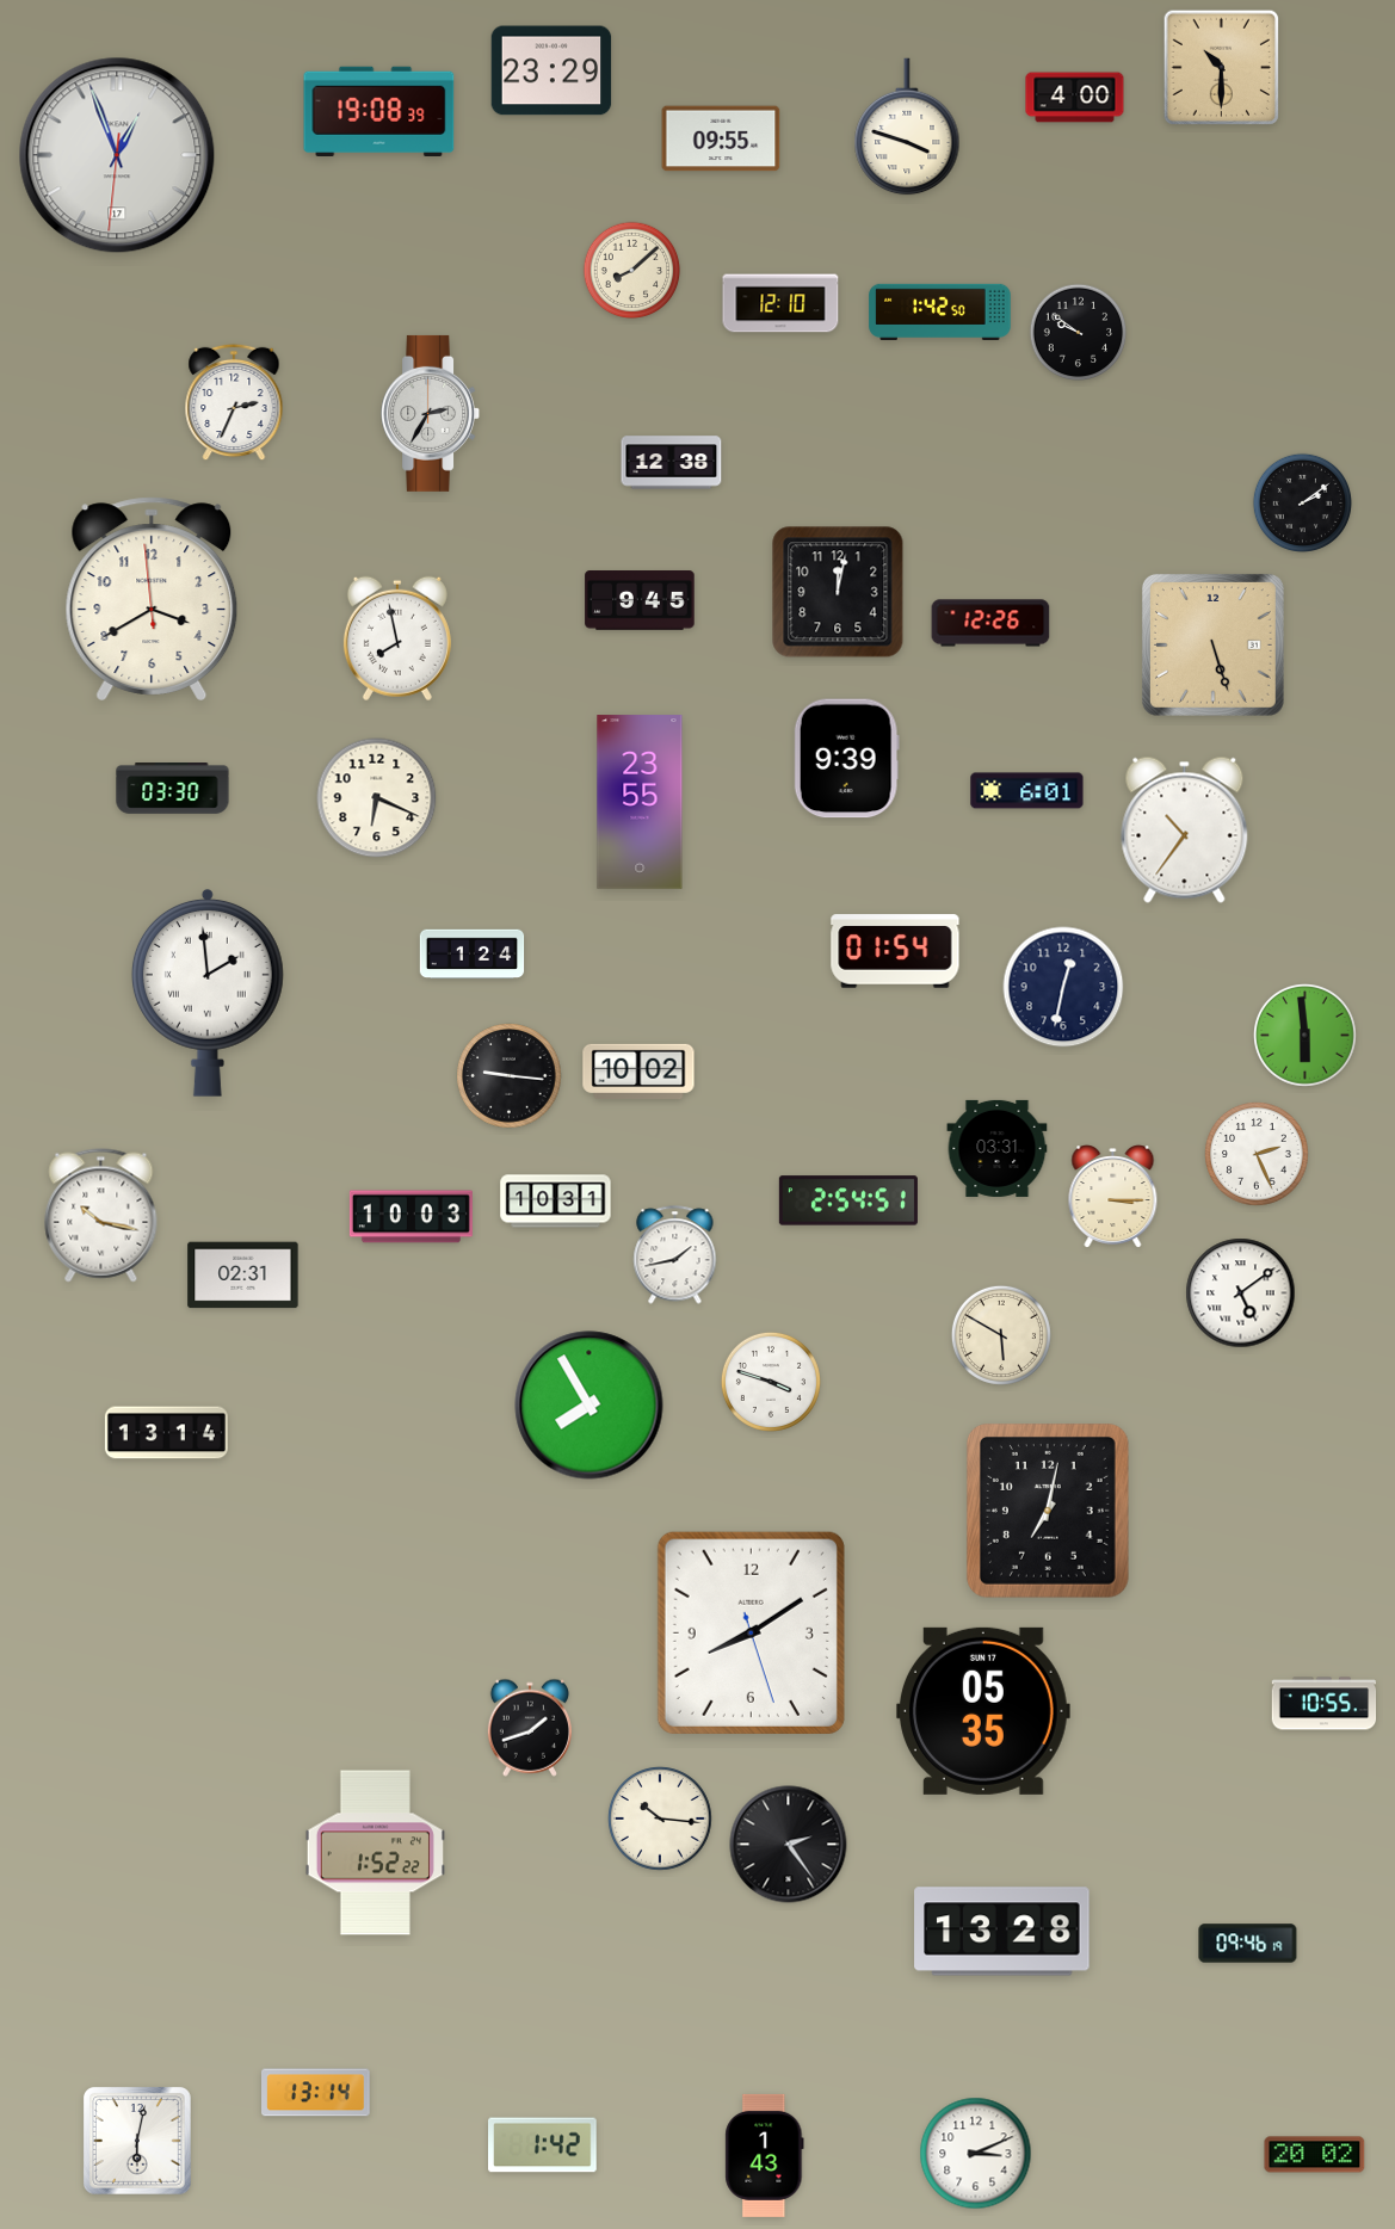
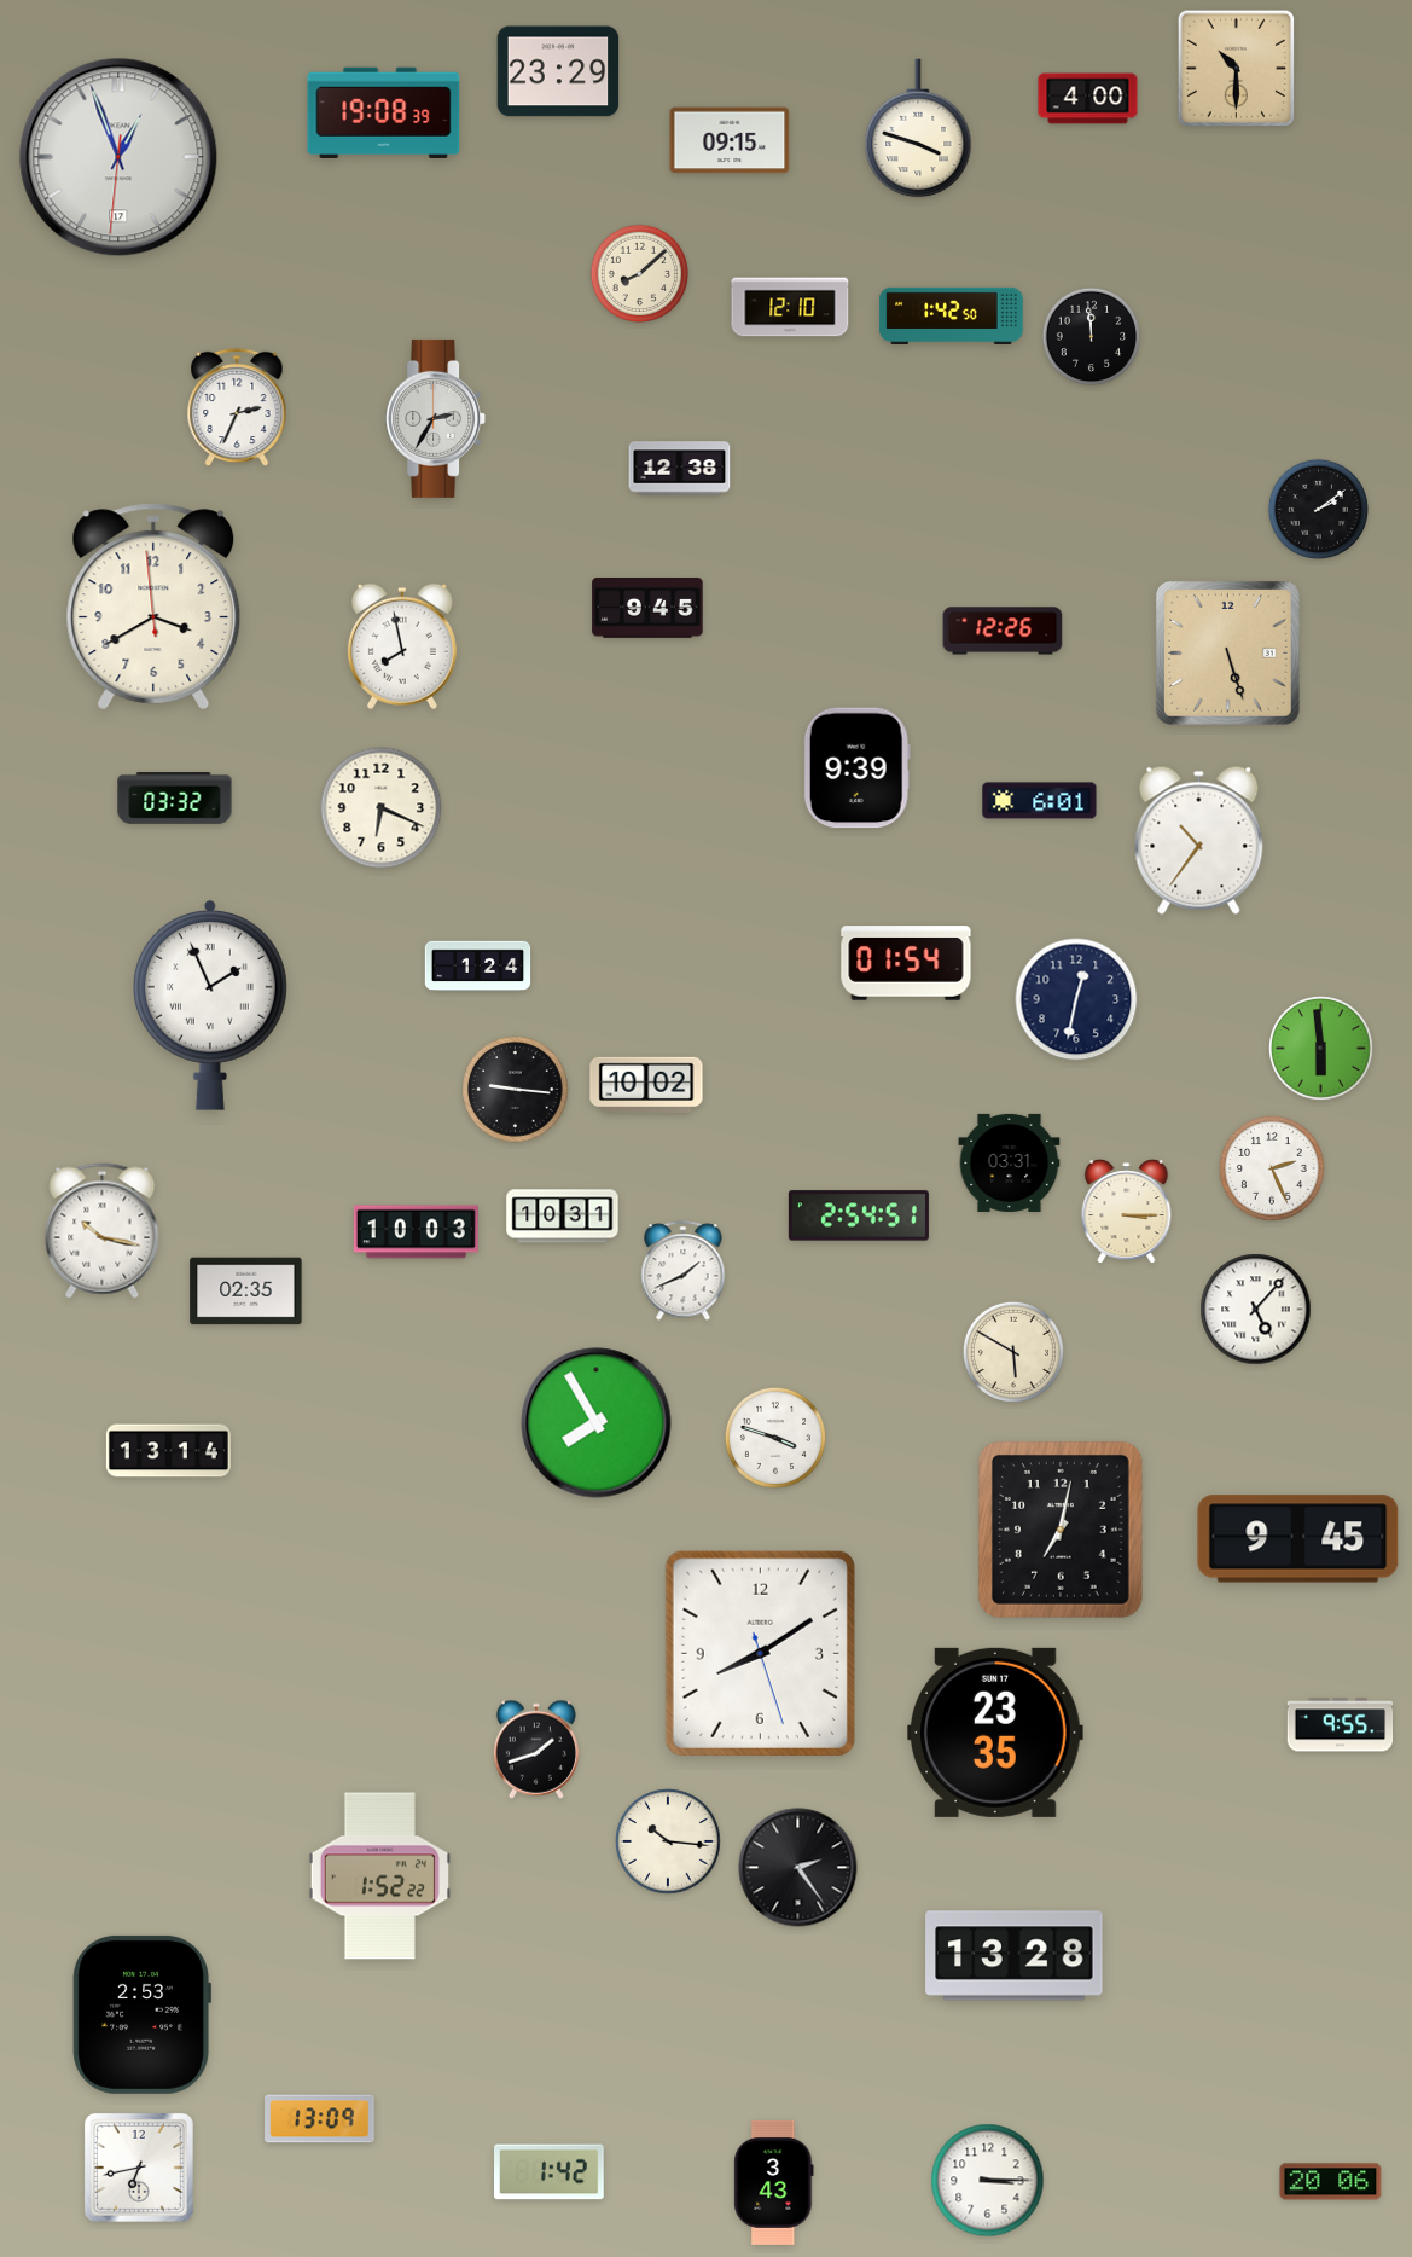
clock at (721, 138): 09:55 -> 09:15
clock at (1079, 333): 9:51 -> 11:59
clock at (838, 592): 12:02 -> none
clock at (173, 789): 03:30 -> 03:32
clock at (640, 802): 23:55 -> none
clock at (208, 993): 1:59 -> 1:56
clock at (675, 1255): 1:43 -> 1:41
clock at (243, 1276): 02:31 -> 02:35
clock at (1241, 1293): 5:09 -> 5:07
clock at (771, 1382) position: (771, 1382) -> (775, 1438)
clock at (1298, 1539): none -> 9:45
clock at (1325, 1704): 10:55 -> 9:55
clock at (983, 1711): 05:35 -> 23:35
clock at (1248, 1944): 09:46 -> none
clock at (141, 2014): none -> 2:53
clock at (316, 2093): 13:14 -> 13:09
clock at (138, 2142): 6:02 -> 6:43
clock at (976, 2154): 3:11 -> 3:15
clock at (765, 2155): 1:43 -> 3:43
clock at (1315, 2155): 20:02 -> 20:06
